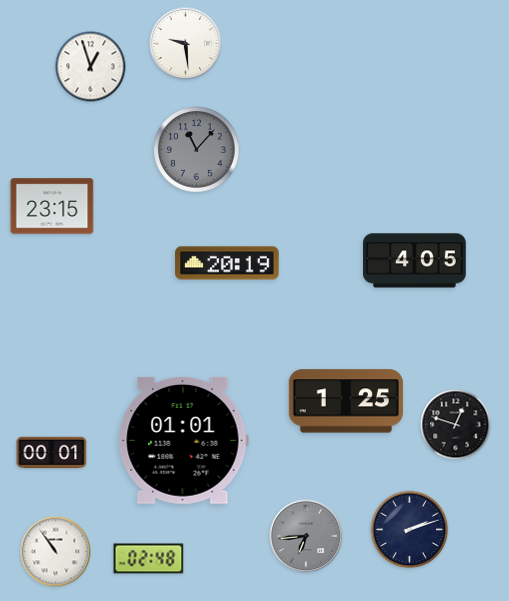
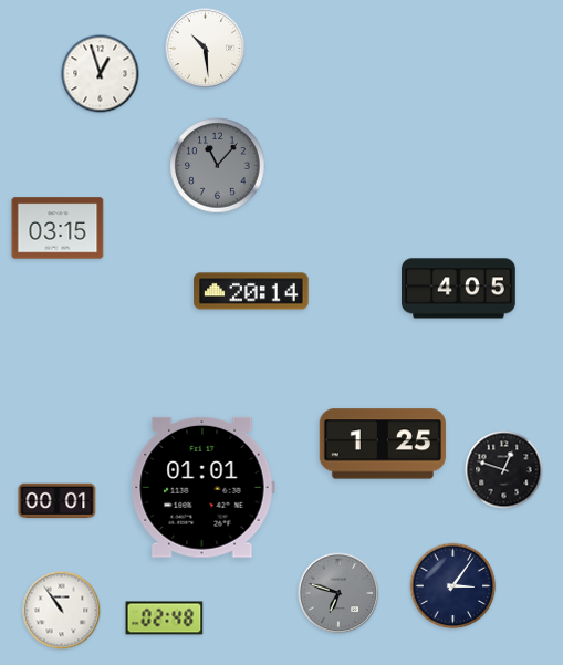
clock at (186, 44): 9:29 -> 10:29
clock at (52, 206): 23:15 -> 03:15
clock at (227, 263): 20:19 -> 20:14
clock at (410, 530): 2:12 -> 3:06
clock at (306, 536): 6:44 -> 6:48
